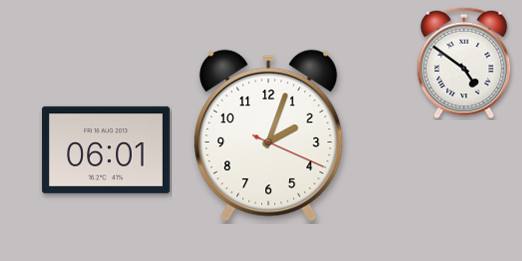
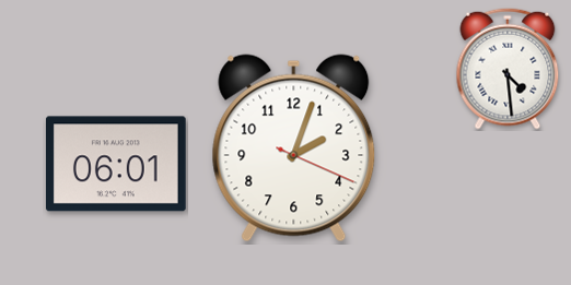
clock at (464, 63): 4:51 -> 4:29
